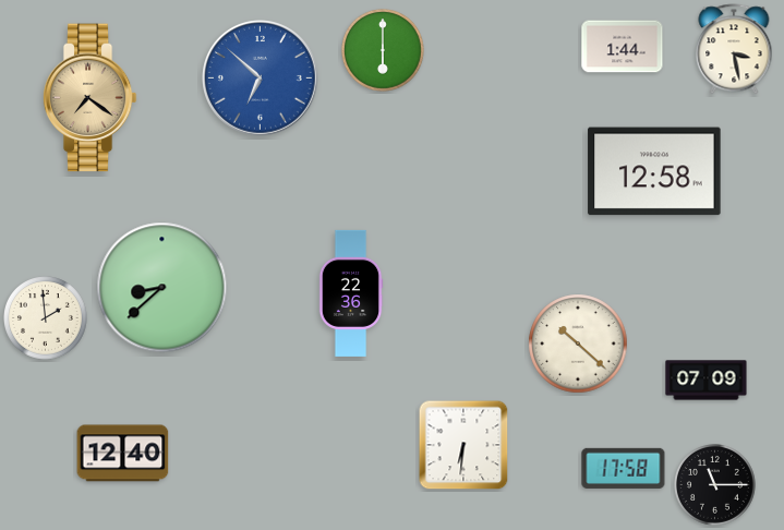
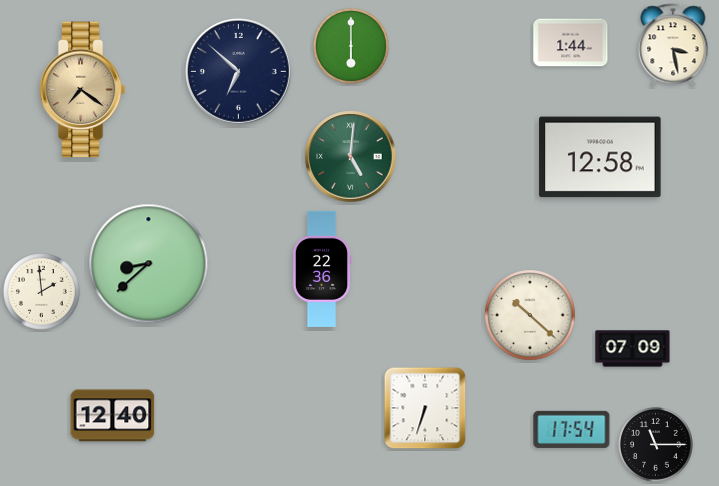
clock at (261, 79) dial: blue -> navy
clock at (351, 157): none -> 5:01
clock at (707, 381) position: (707, 381) -> (633, 349)
clock at (463, 445): 6:31 -> 6:33
clock at (624, 468): 17:58 -> 17:54
